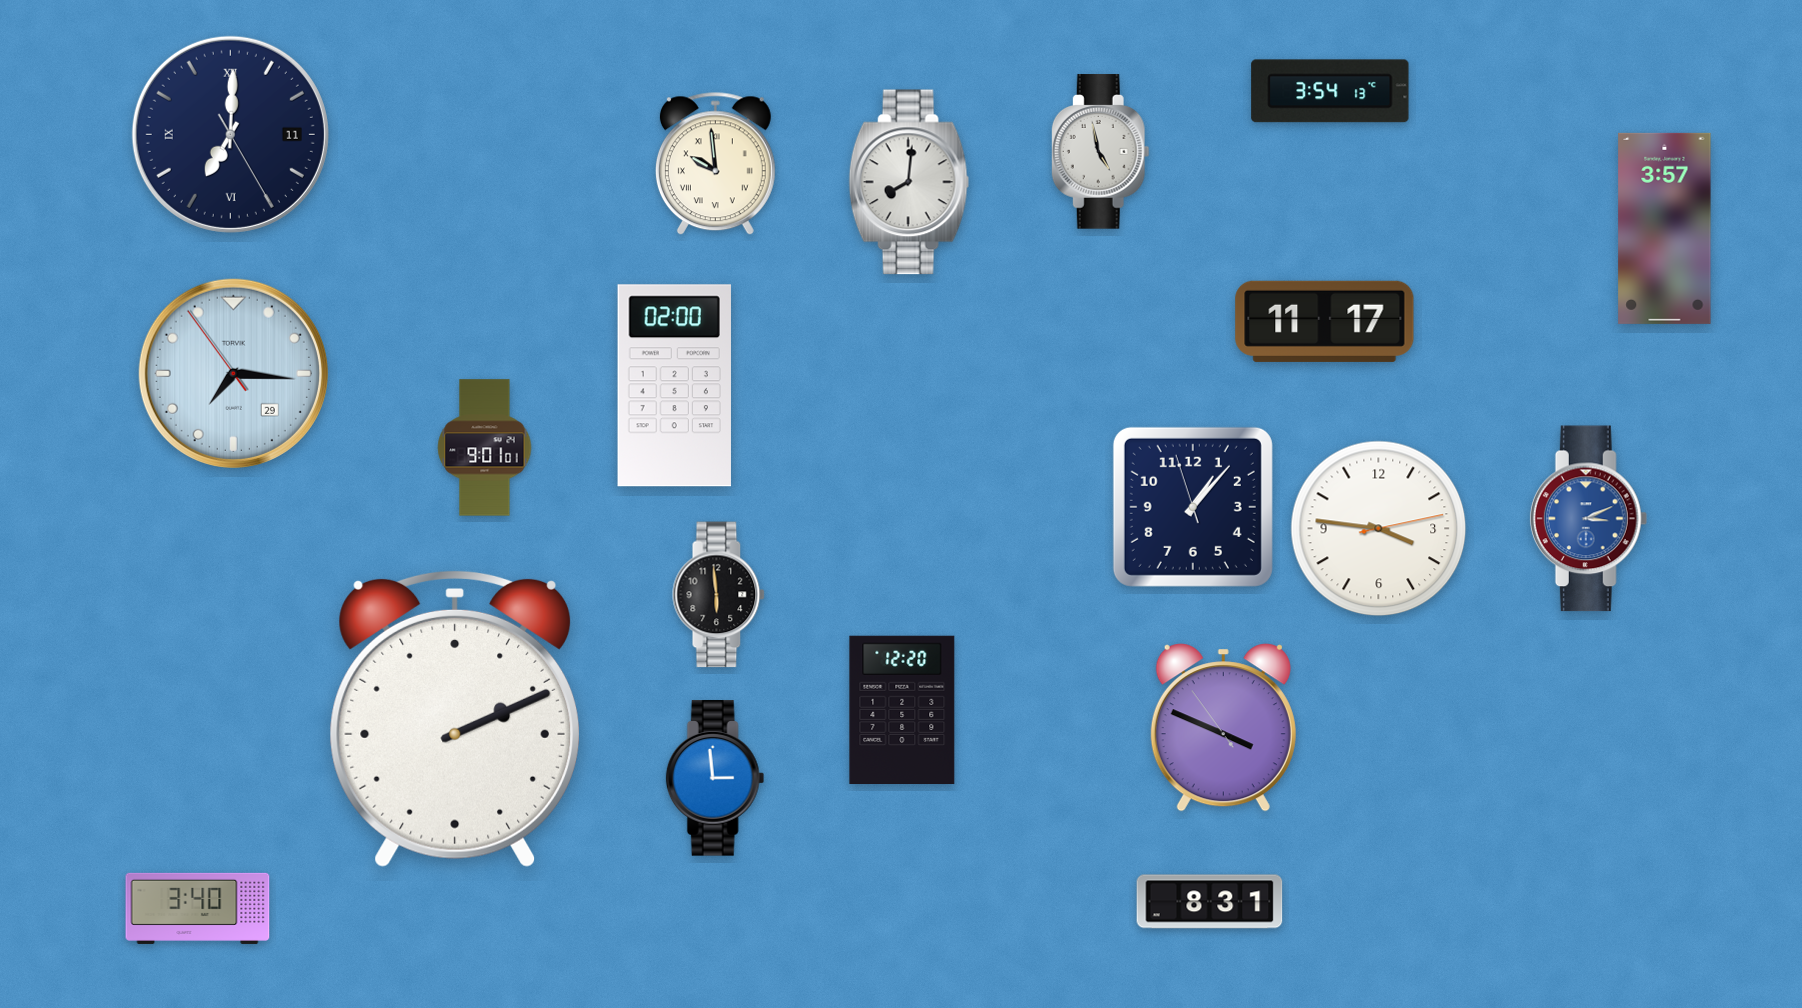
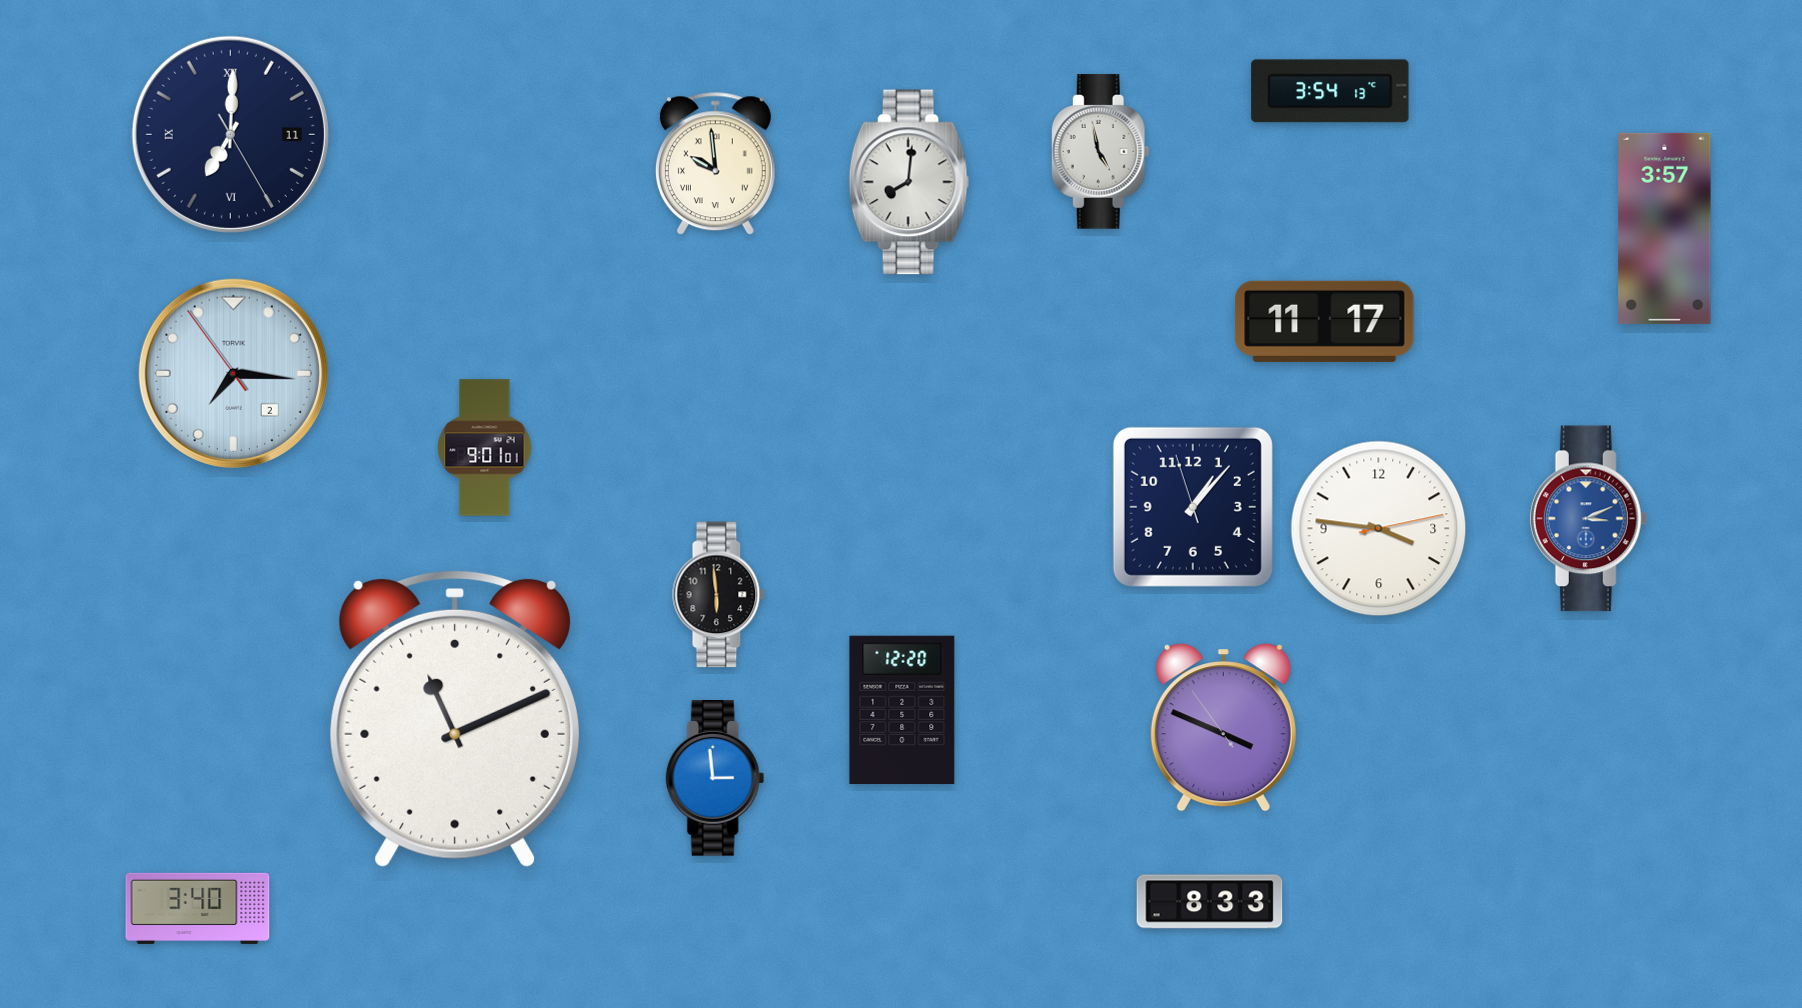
clock at (233, 373) date: 29 -> 2
clock at (674, 386): 02:00 -> none
clock at (455, 718): 2:11 -> 11:11
clock at (1210, 902): 8:31 -> 8:33
